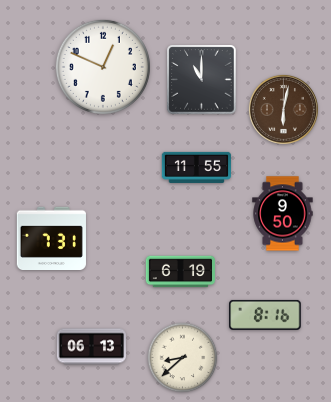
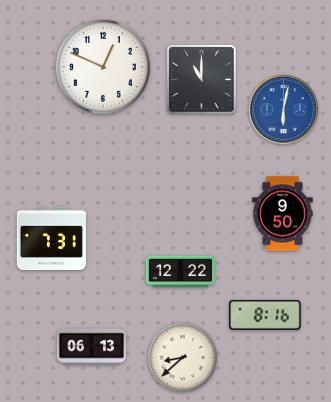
clock at (283, 109) dial: brown -> blue
clock at (196, 167): 11:55 -> none
clock at (180, 272): 6:19 -> 12:22
